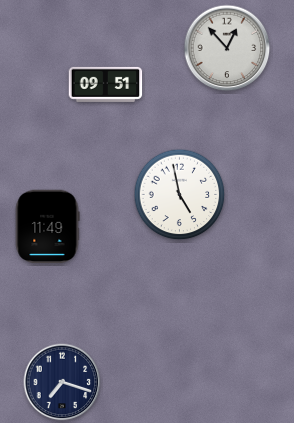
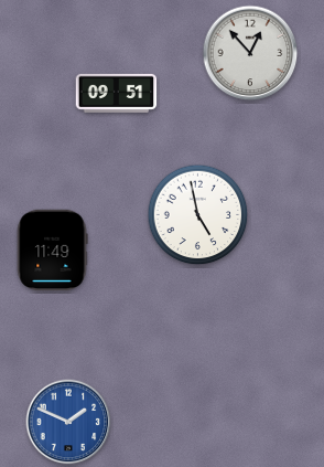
clock at (62, 382): 7:18 -> 1:49
clock at (62, 382) dial: navy -> blue
